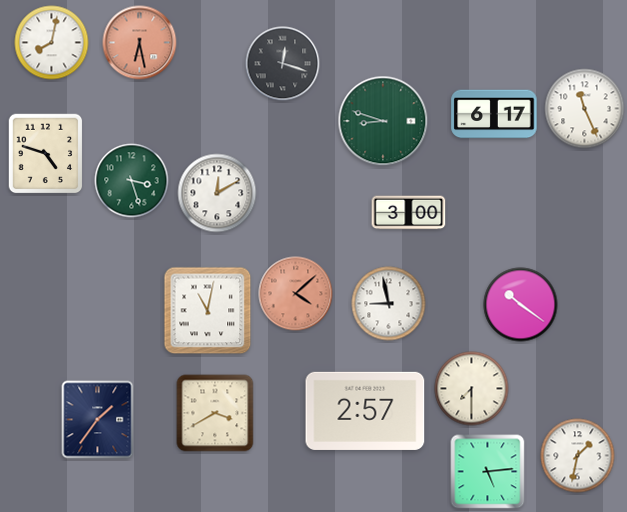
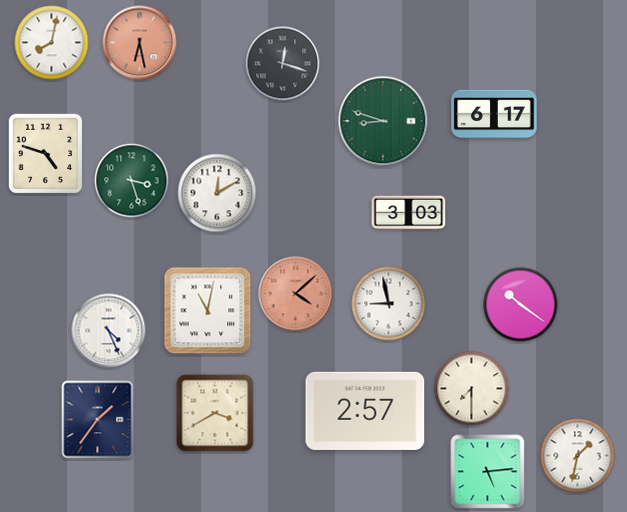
clock at (585, 109): 11:26 -> none
clock at (409, 213): 3:00 -> 3:03
clock at (109, 331): none -> 4:26
